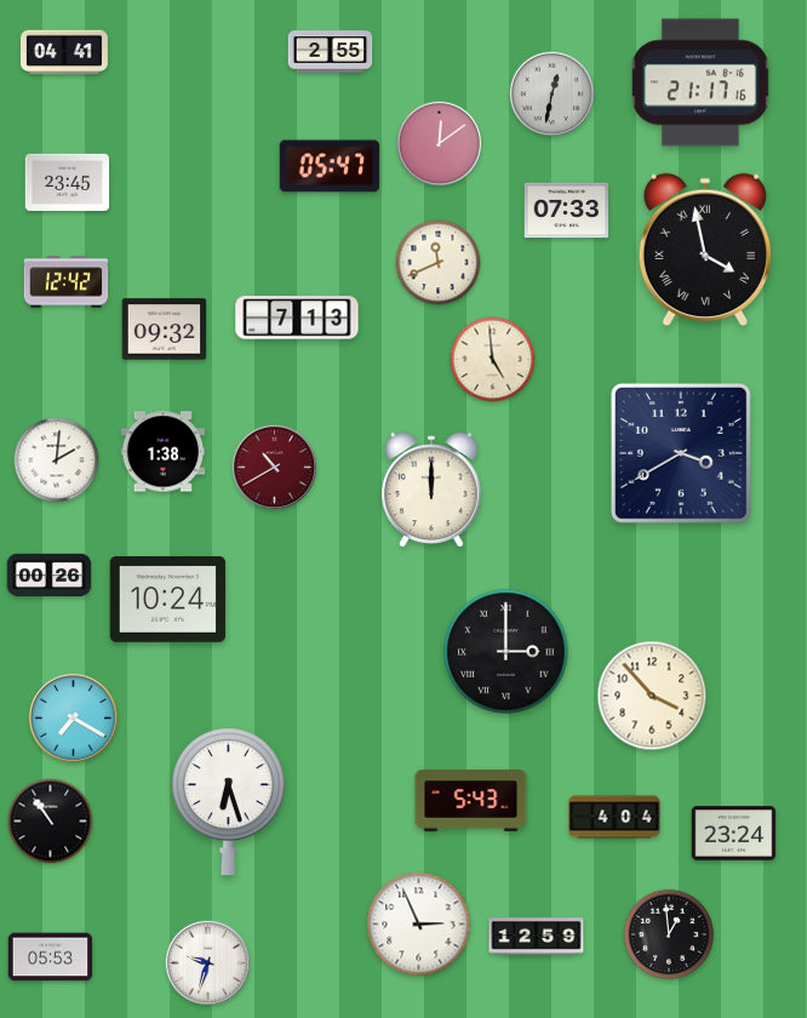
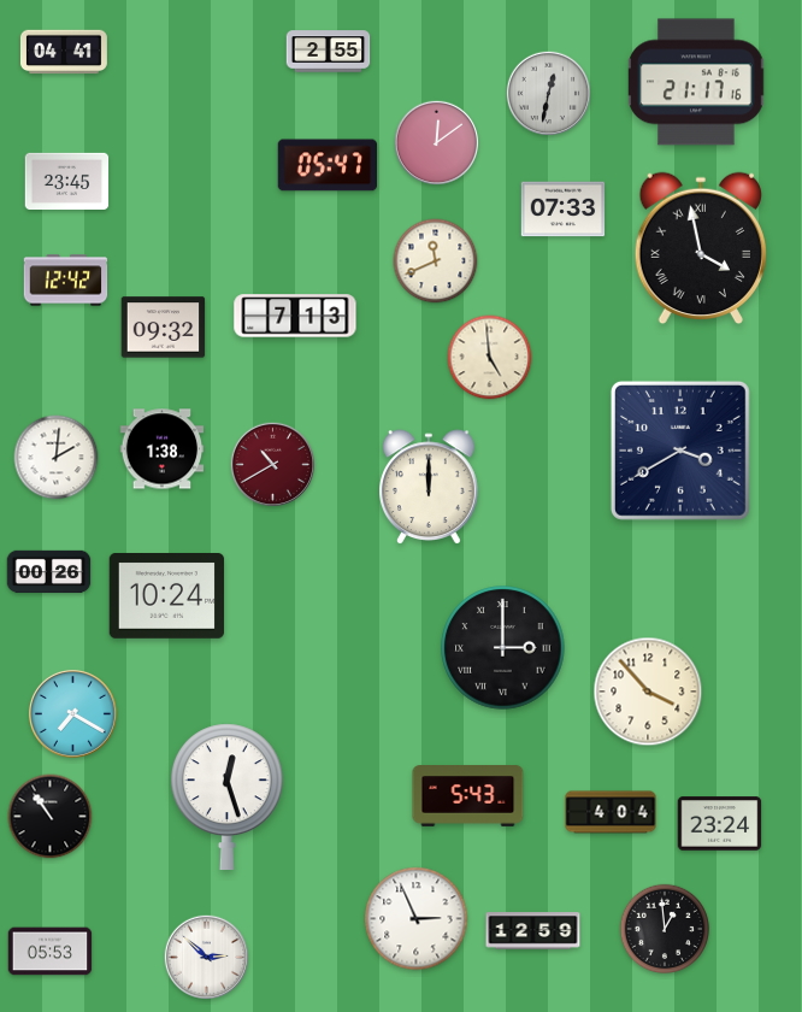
clock at (681, 453) position: (681, 453) -> (680, 451)
clock at (228, 801): 6:27 -> 12:27
clock at (734, 834) position: (734, 834) -> (720, 824)
clock at (207, 962): 9:33 -> 2:52
